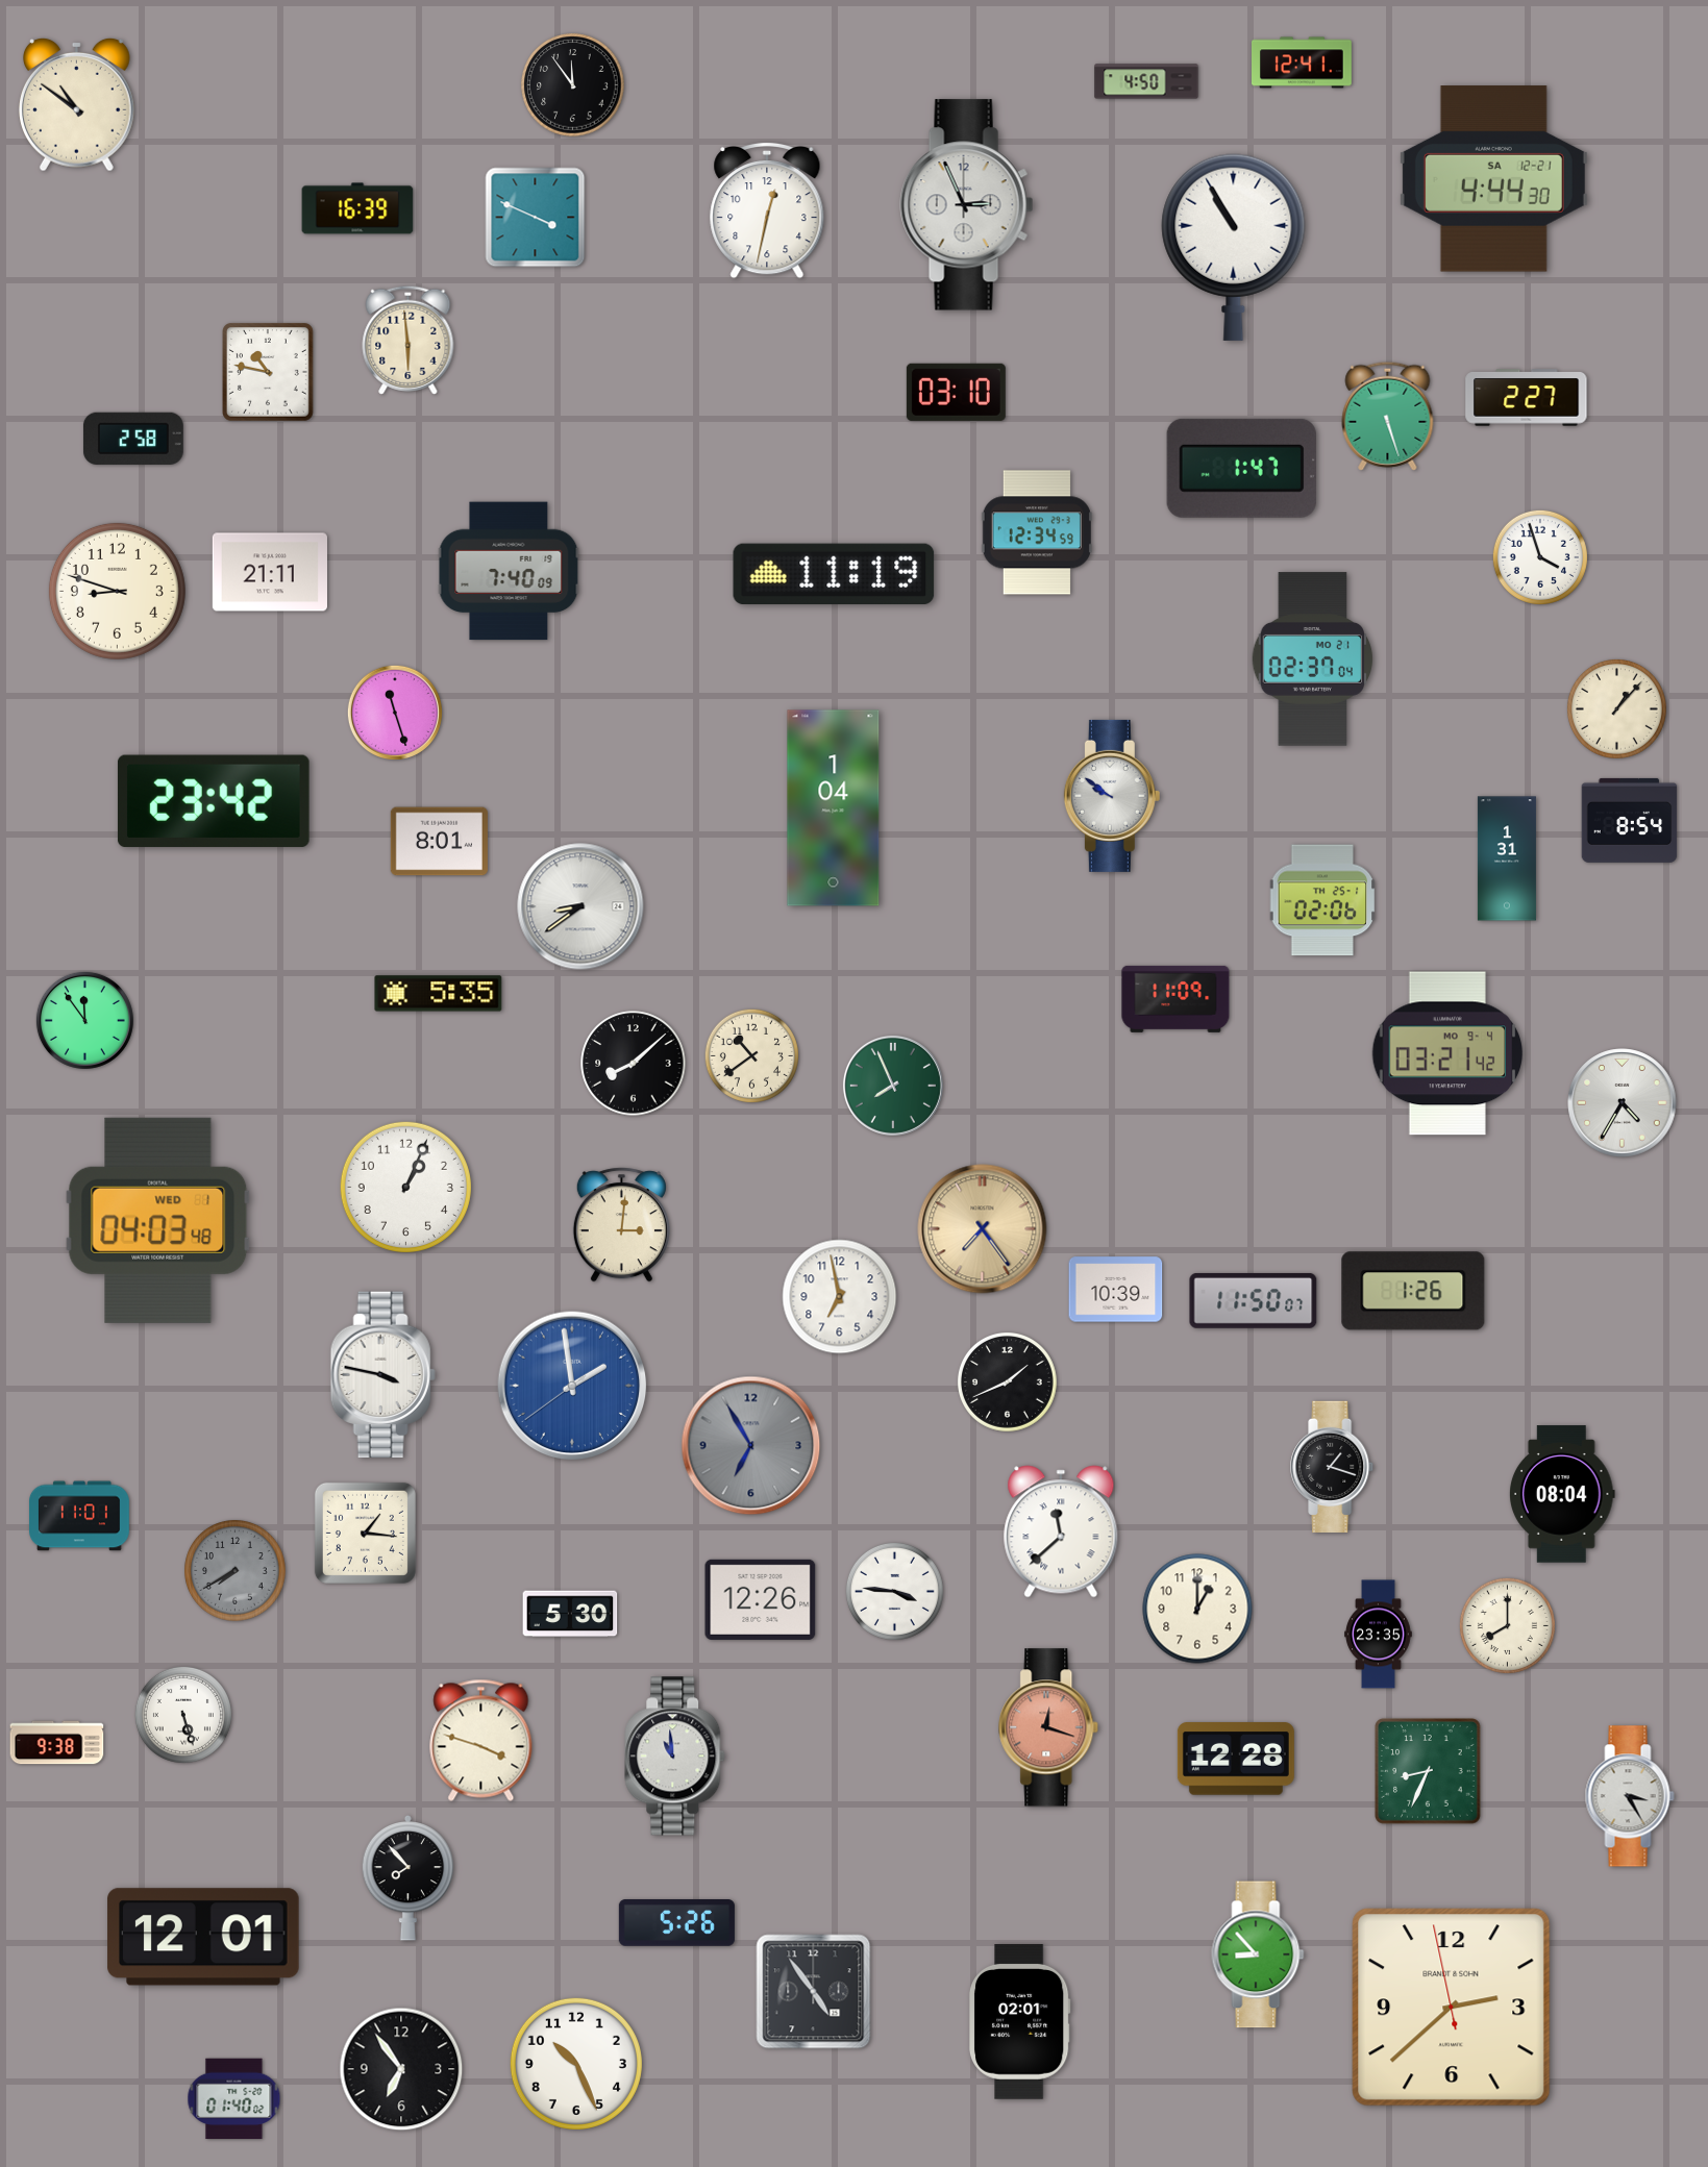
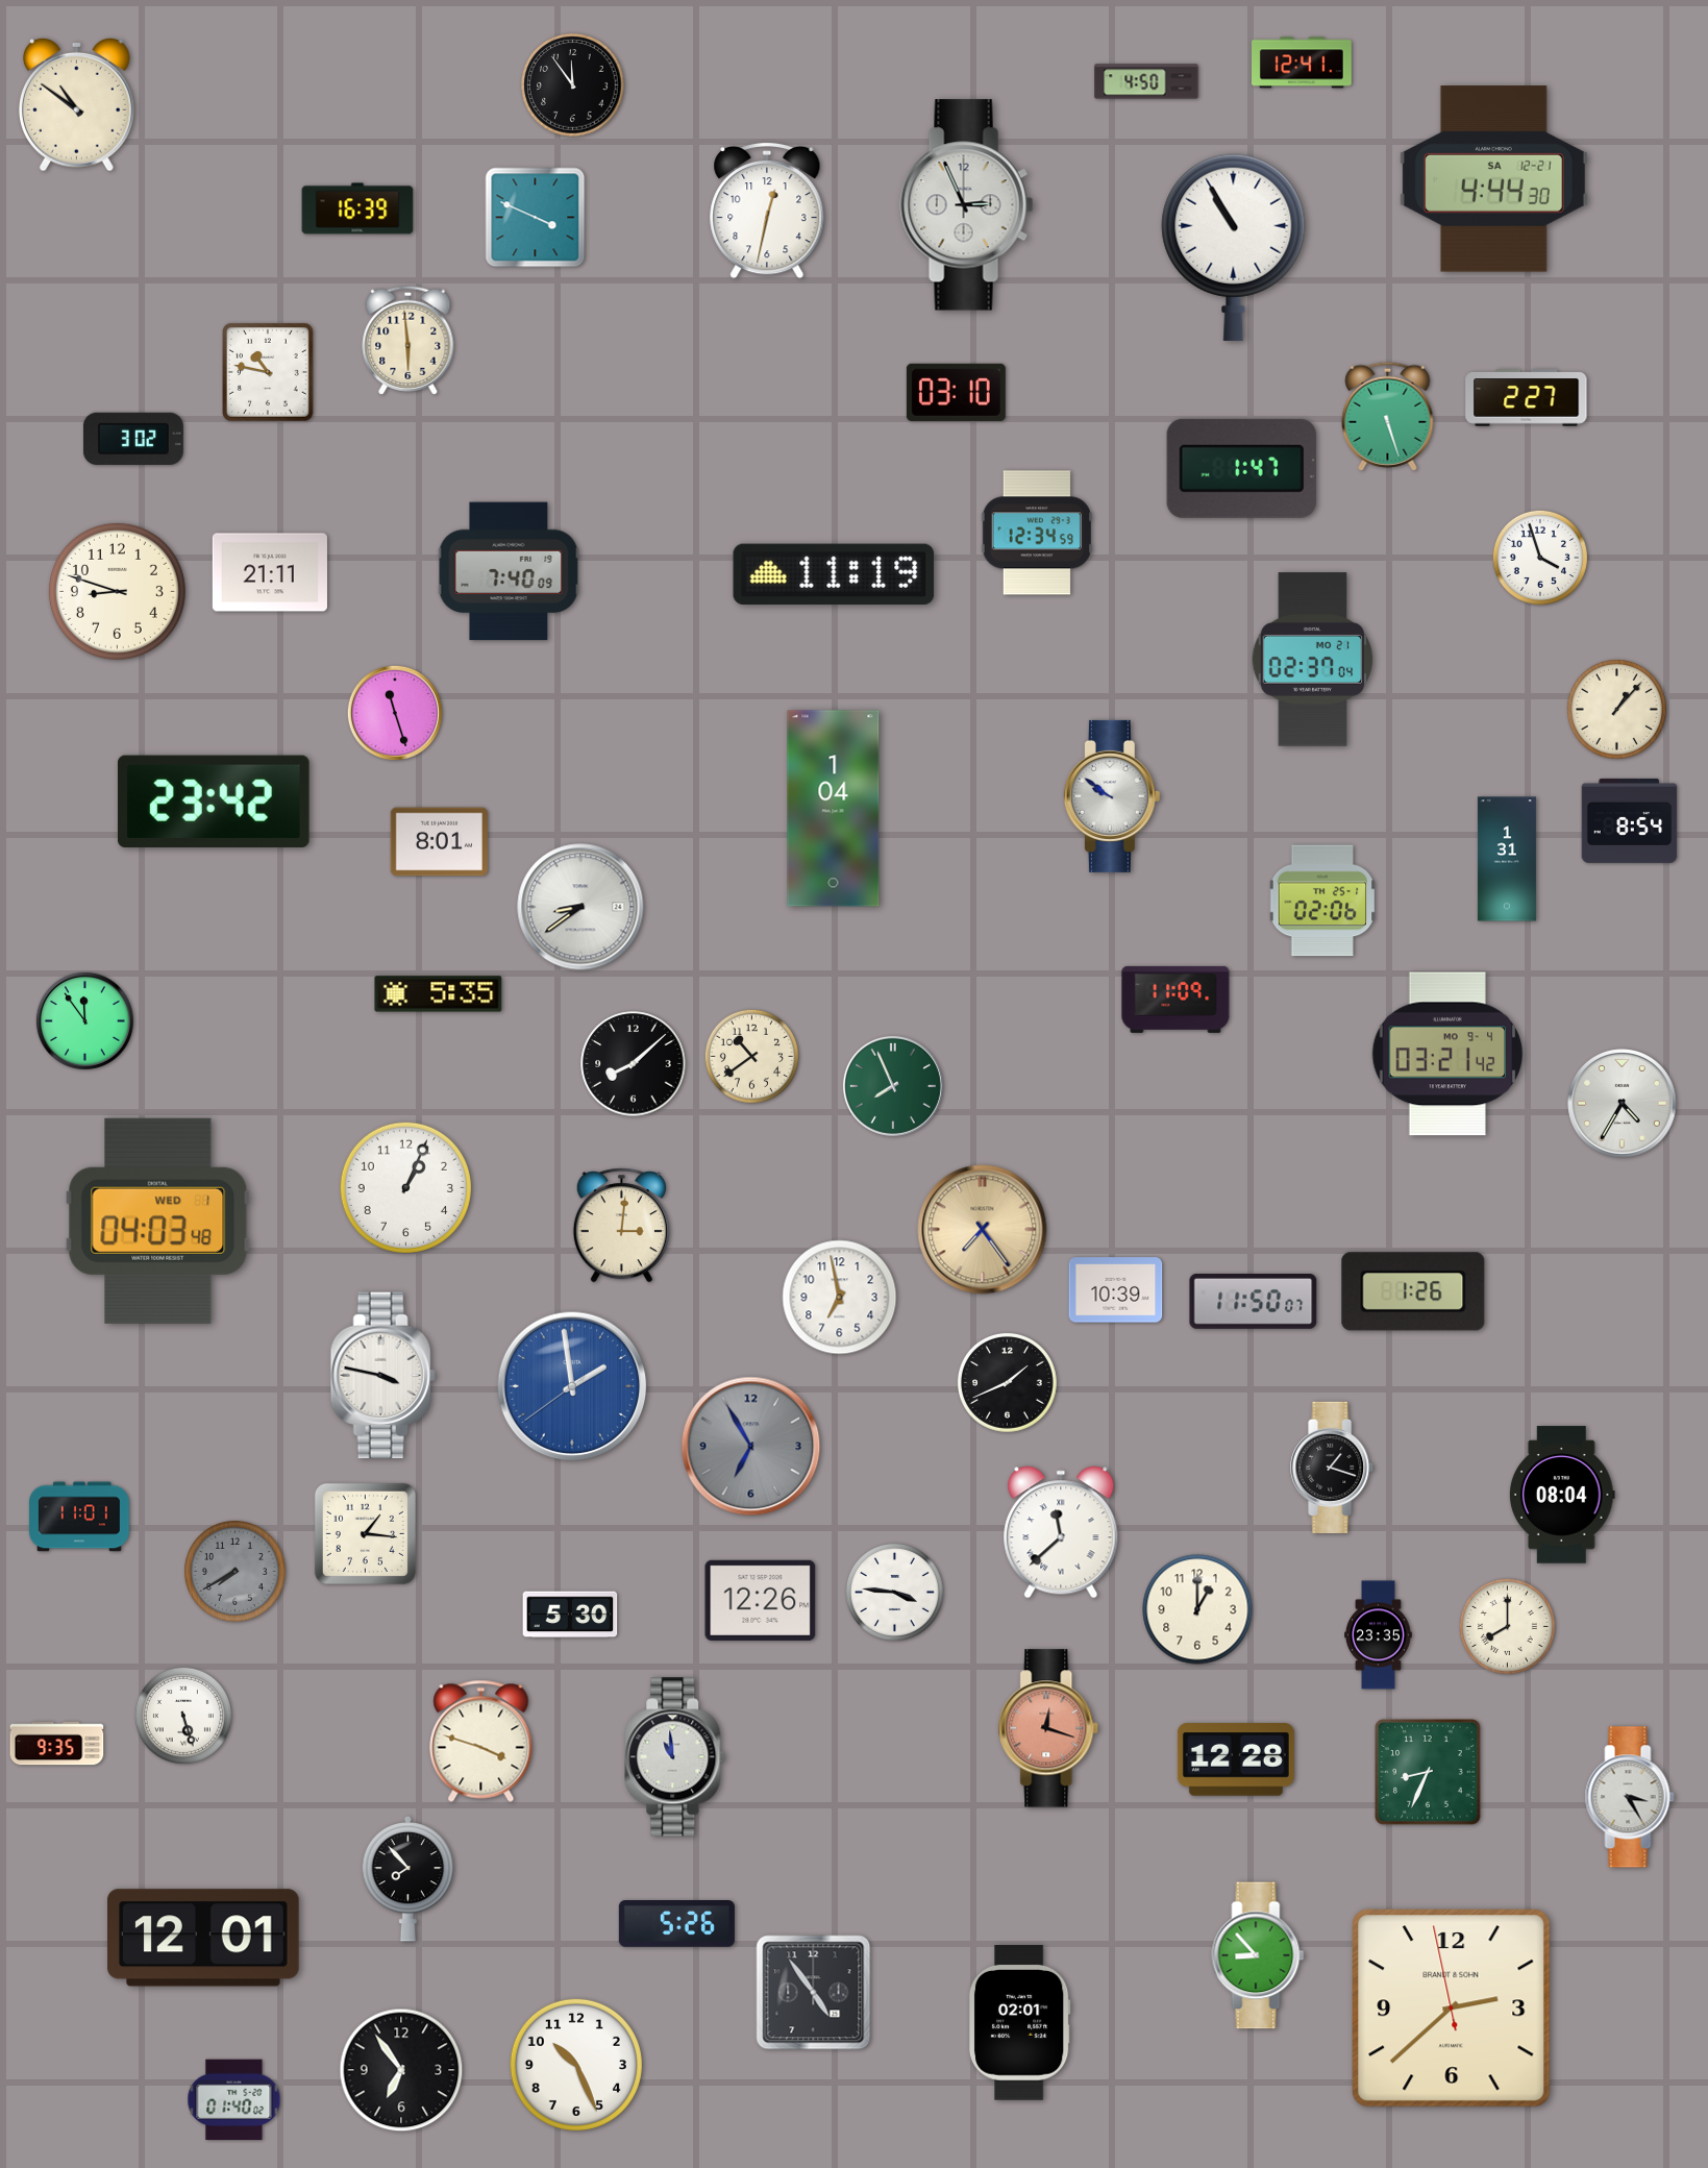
clock at (133, 439): 2:58 -> 3:02
clock at (57, 1743): 9:38 -> 9:35
